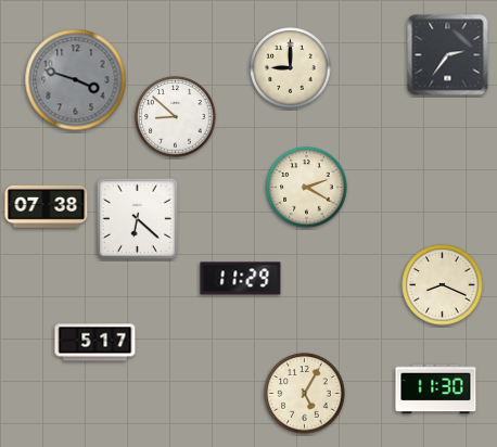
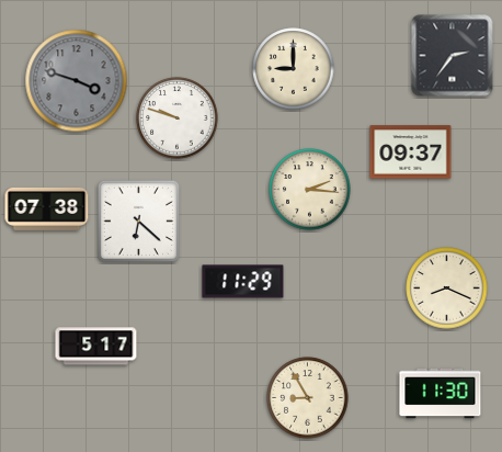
clock at (176, 117): 8:52 -> 9:48
clock at (411, 152): none -> 09:37
clock at (307, 188): 2:20 -> 2:16
clock at (305, 394): 5:05 -> 8:55
